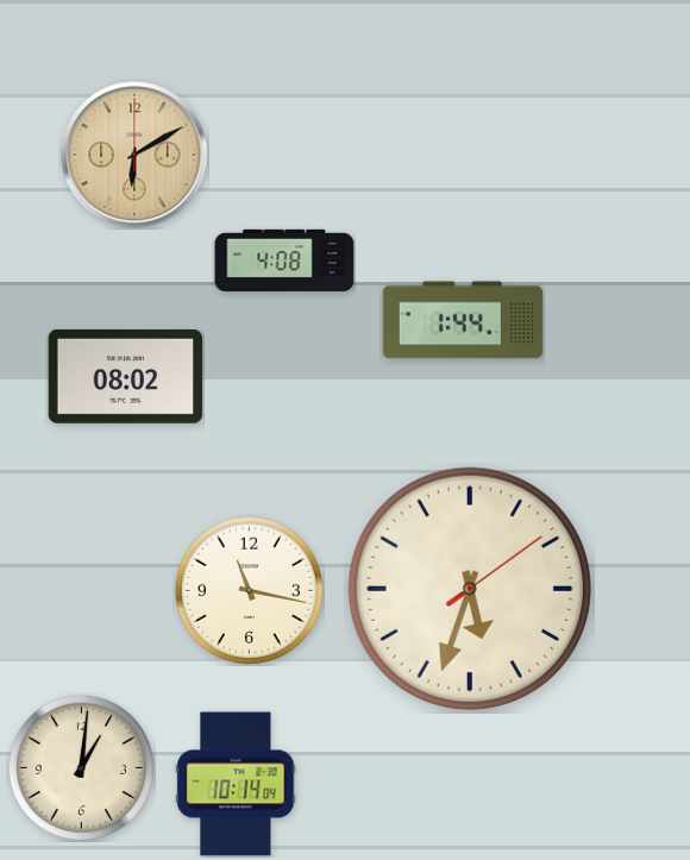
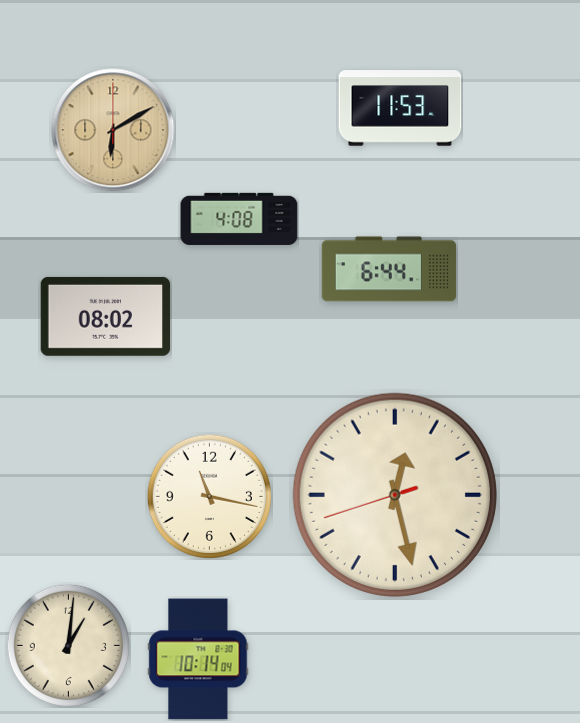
clock at (400, 108): none -> 11:53
clock at (463, 320): 1:44 -> 6:44
clock at (470, 589): 5:33 -> 12:27
